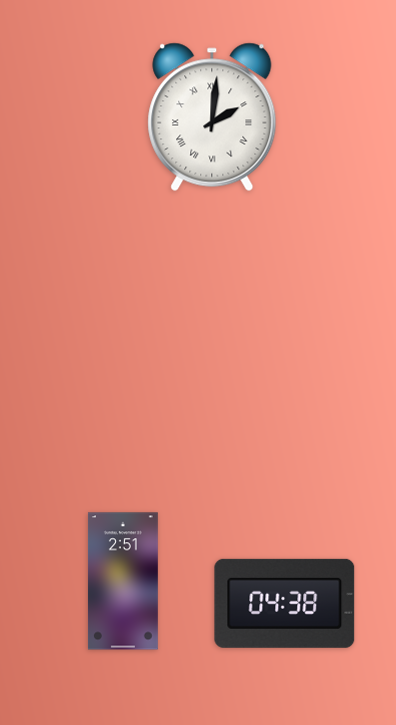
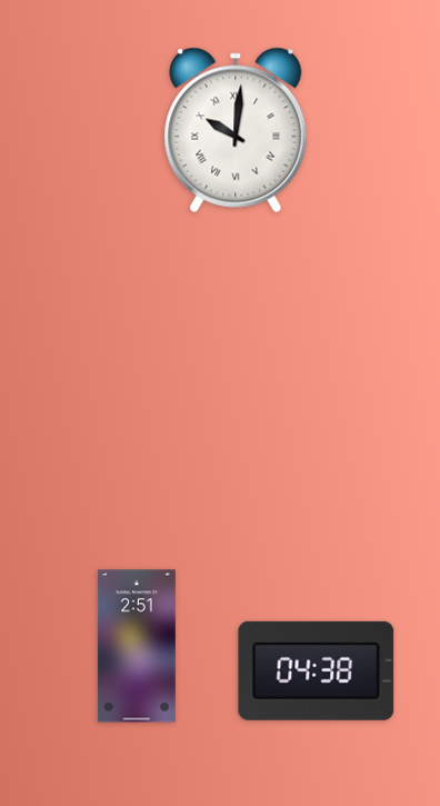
clock at (212, 117): 2:01 -> 10:01
